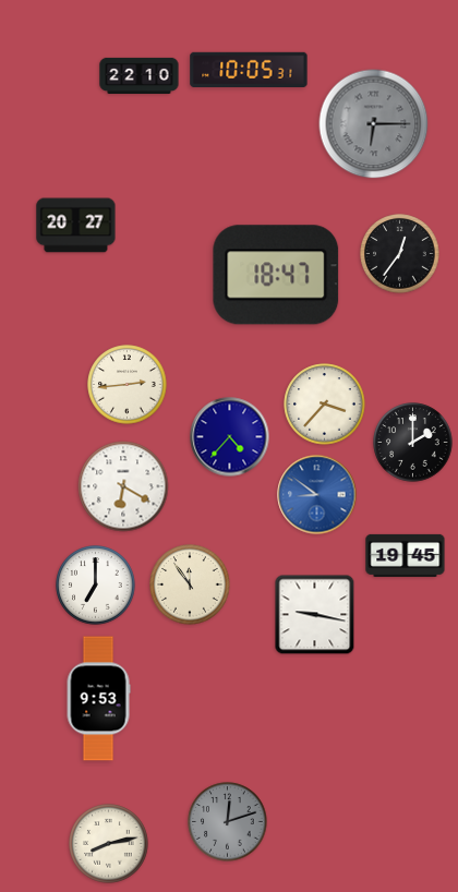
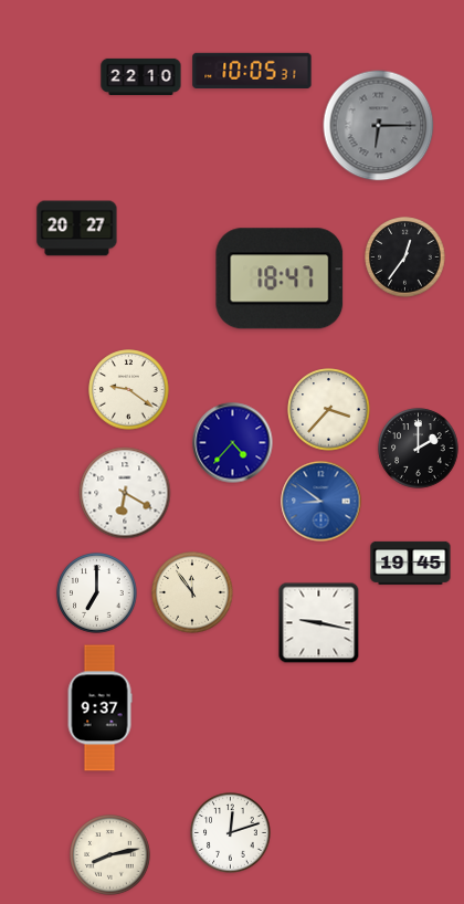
clock at (128, 385): 2:44 -> 9:21
clock at (98, 699): 9:53 -> 9:37
clock at (228, 822) dial: grey -> white
